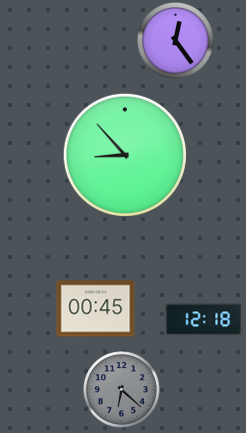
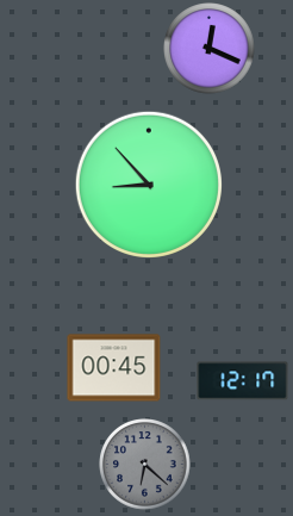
clock at (176, 41): 12:24 -> 12:19
clock at (204, 320): 12:18 -> 12:17
